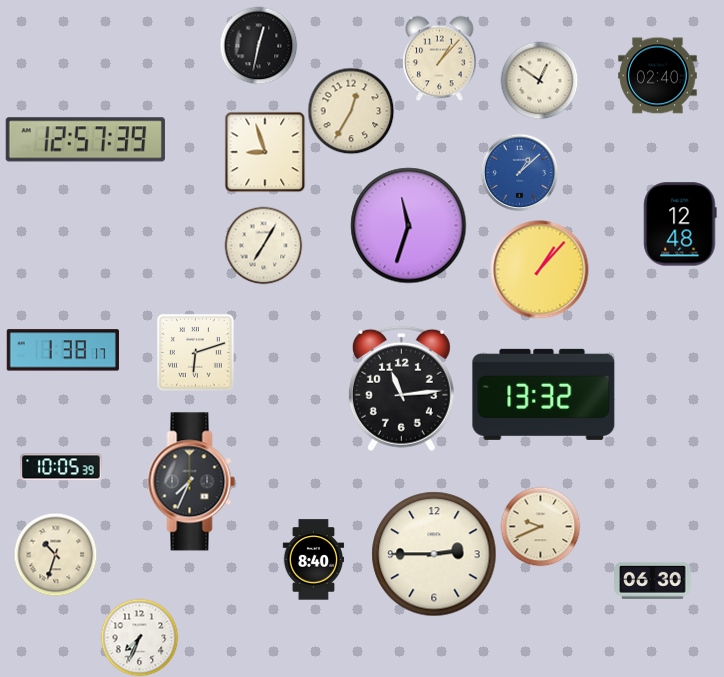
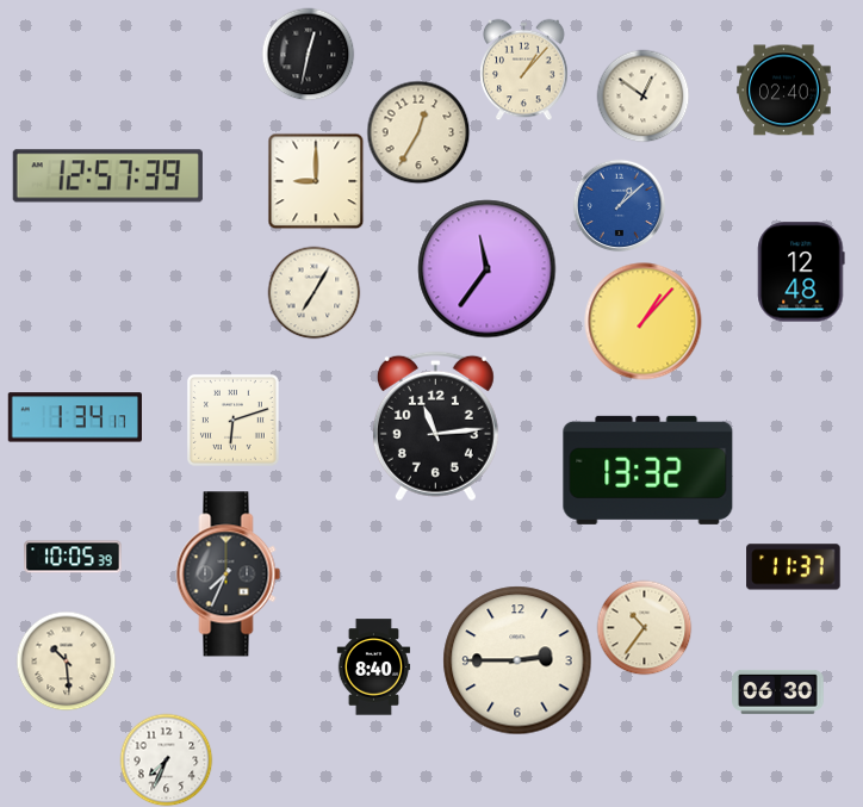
clock at (85, 140) position: (85, 140) -> (107, 176)
clock at (265, 152): 8:57 -> 9:00
clock at (680, 224) position: (680, 224) -> (801, 272)
clock at (409, 226): 11:33 -> 11:36
clock at (63, 350): 1:38 -> 1:34
clock at (401, 389) position: (401, 389) -> (435, 427)
clock at (794, 567): none -> 11:37
clock at (540, 526): 9:41 -> 10:36
clock at (55, 554): 10:33 -> 10:29
